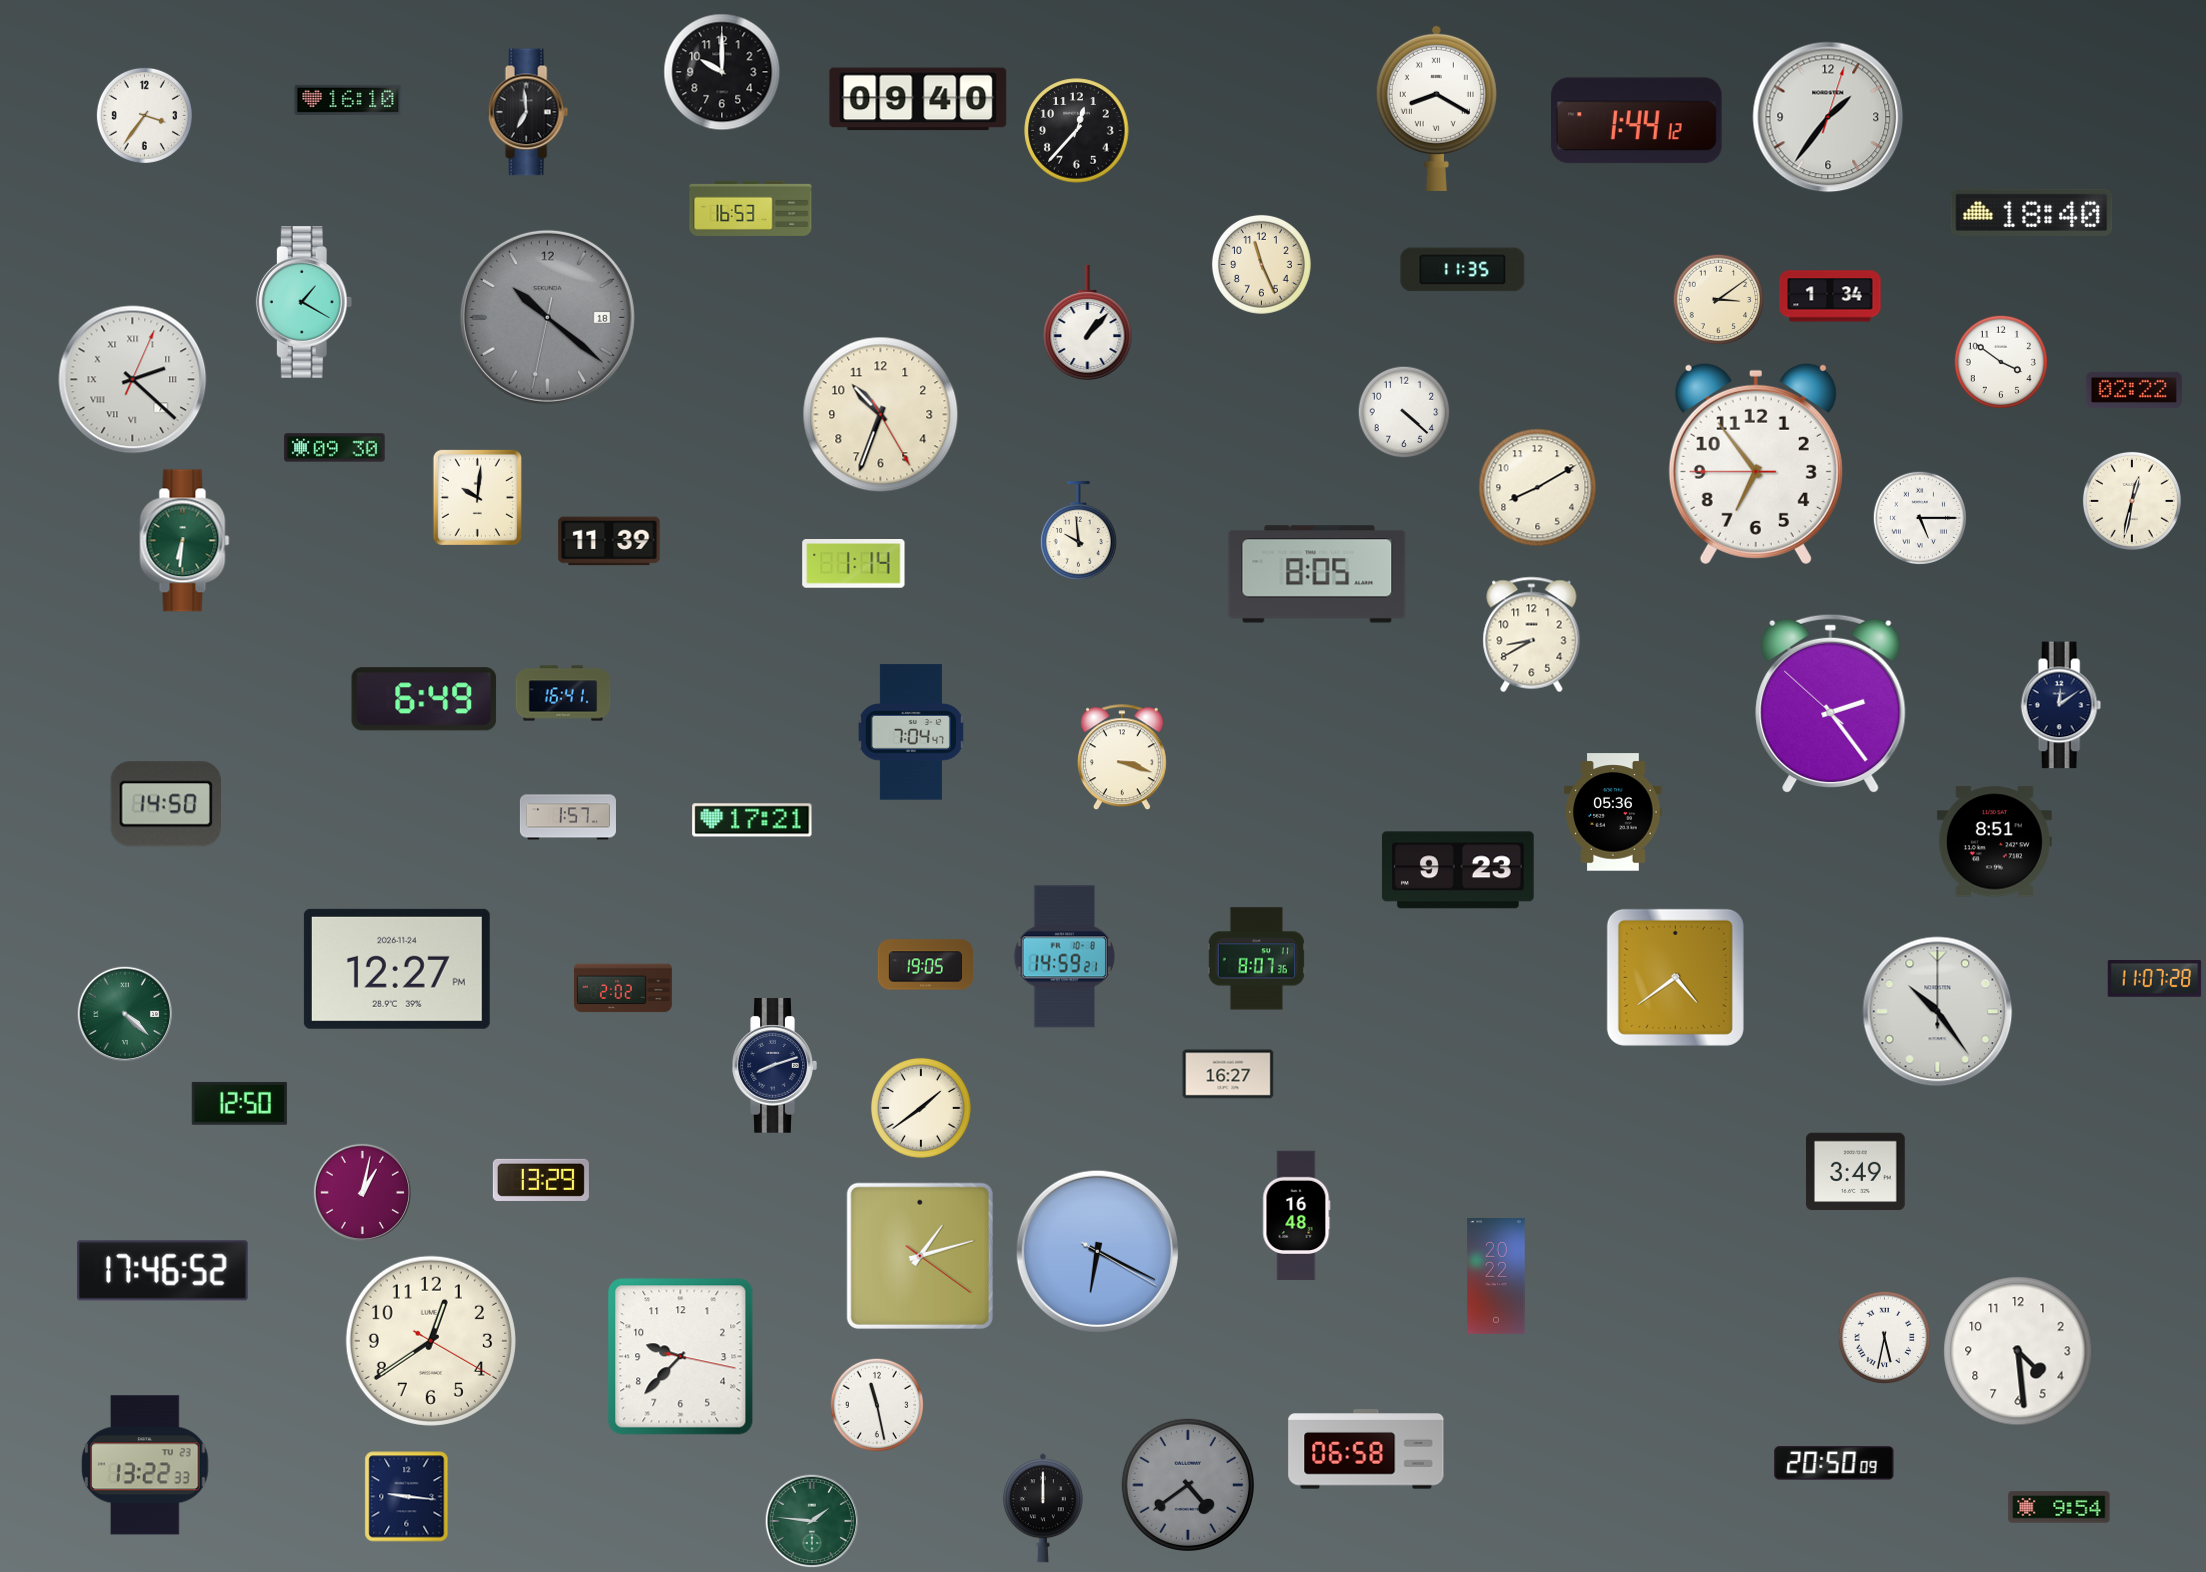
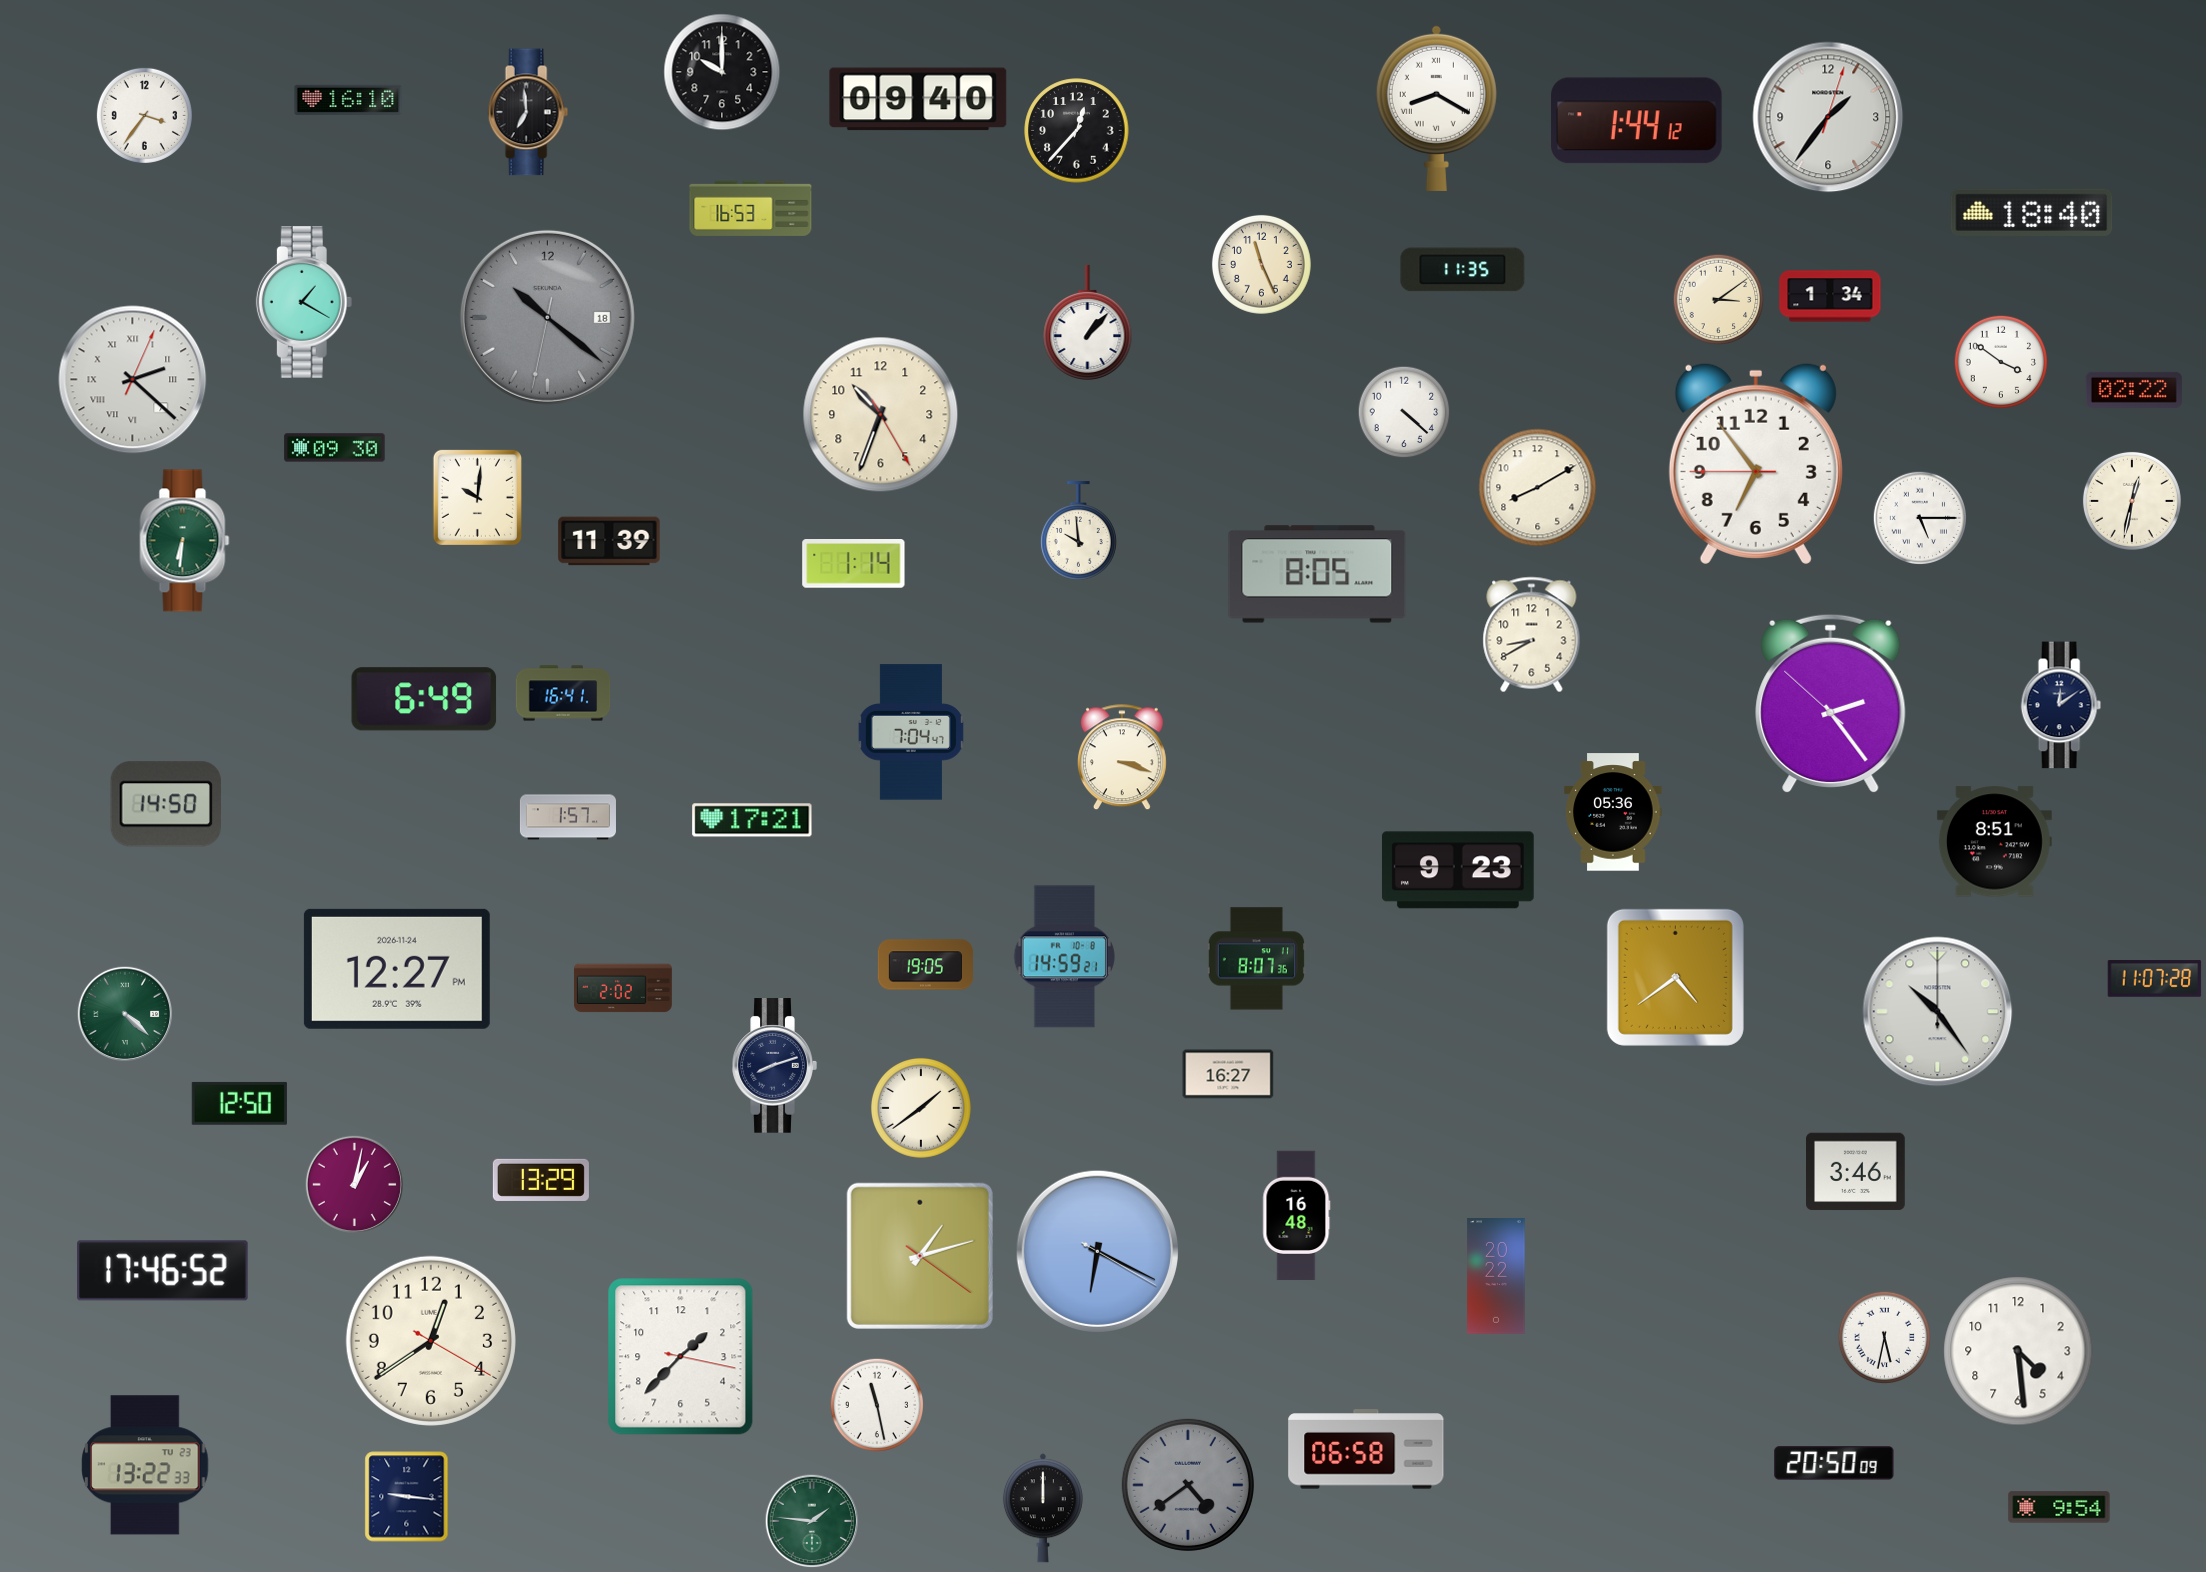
clock at (1856, 1172): 3:49 -> 3:46
clock at (362, 1192) position: (362, 1192) -> (354, 1184)
clock at (681, 1357): 9:37 -> 1:37
